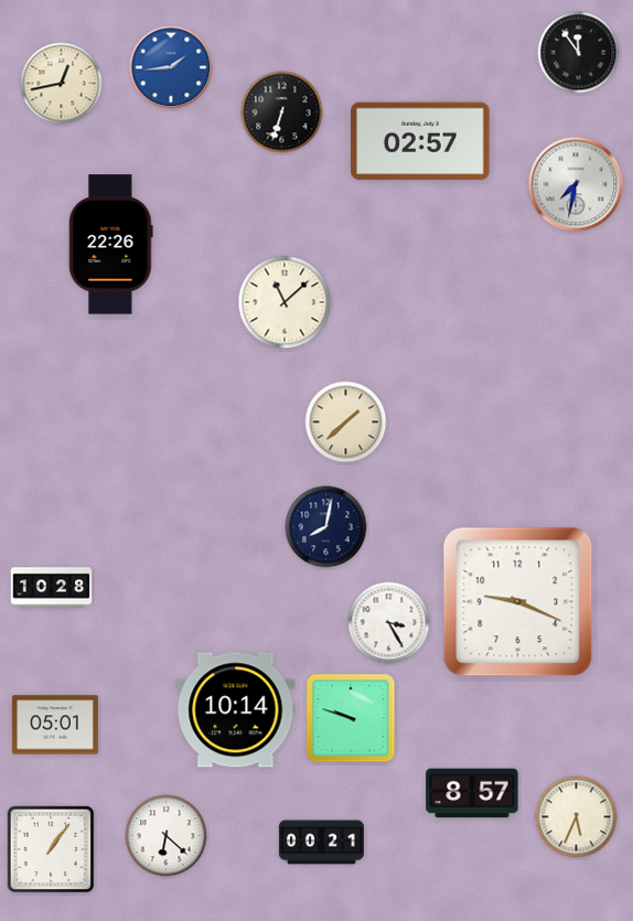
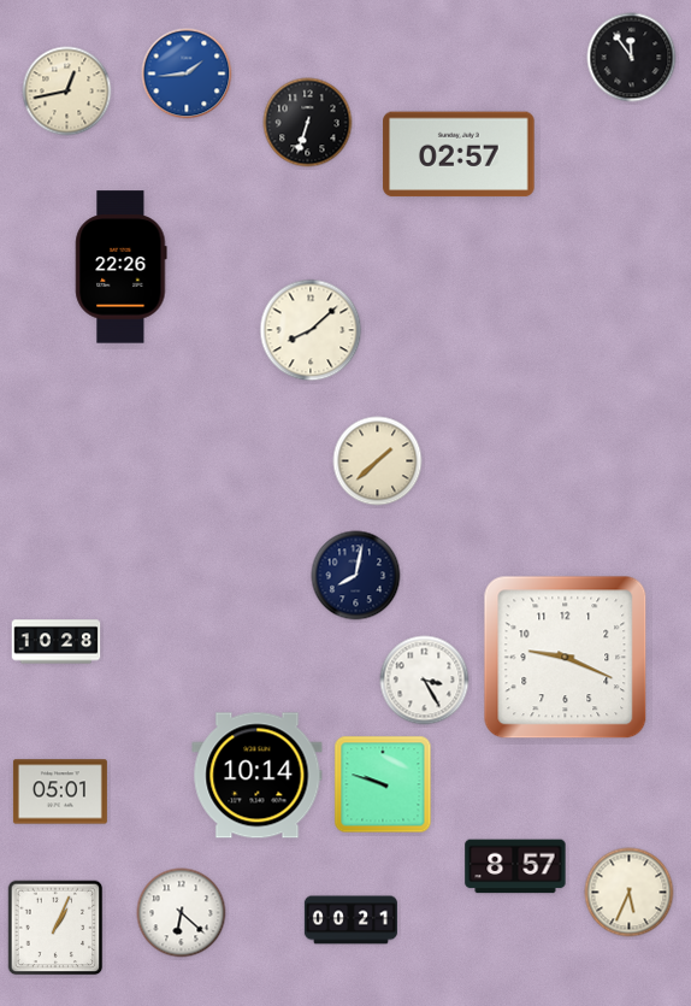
clock at (576, 184): 7:32 -> none
clock at (285, 302): 11:08 -> 8:08
clock at (51, 849): 1:06 -> 1:04
